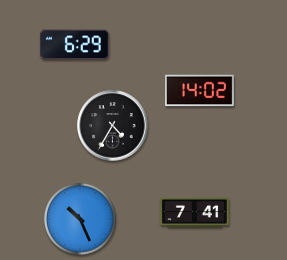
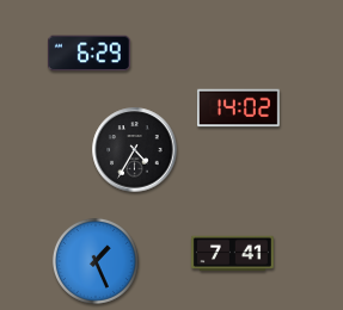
clock at (80, 219): 10:26 -> 1:26
